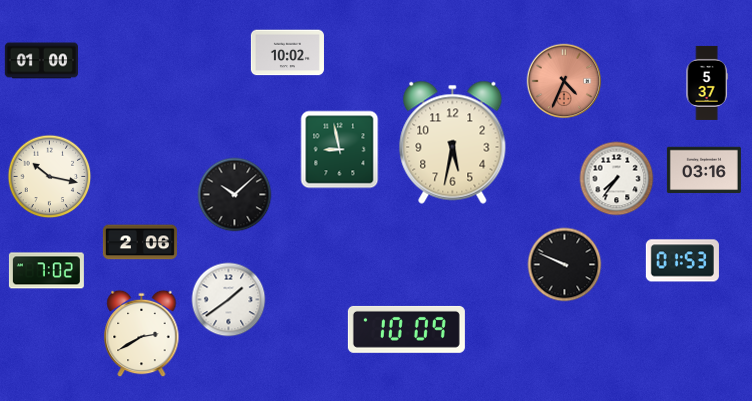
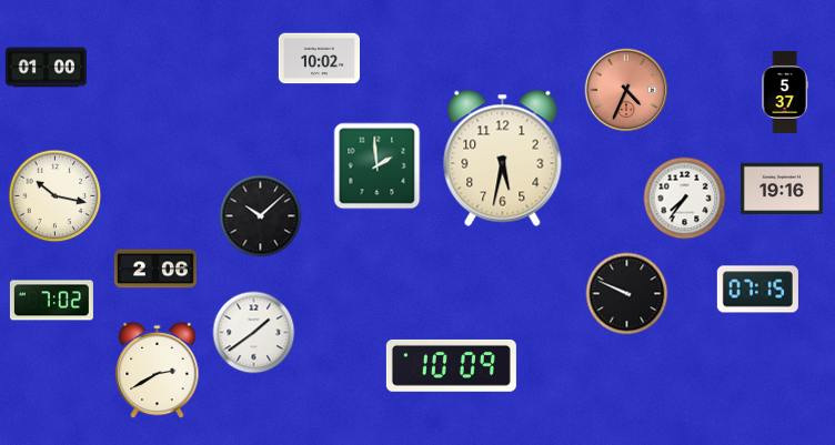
clock at (340, 150): 8:58 -> 1:59
clock at (704, 170): 03:16 -> 19:16
clock at (682, 261): 01:53 -> 07:15
